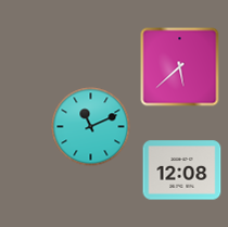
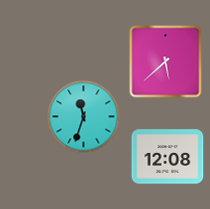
clock at (91, 127): 11:11 -> 11:33
